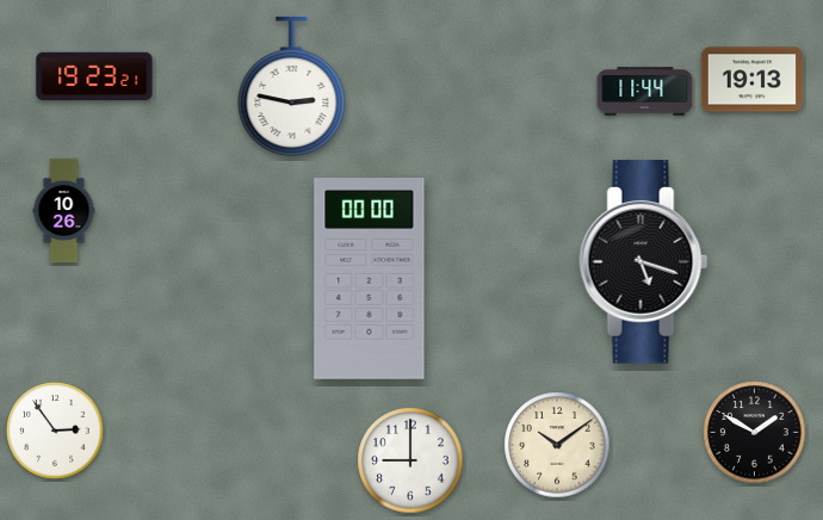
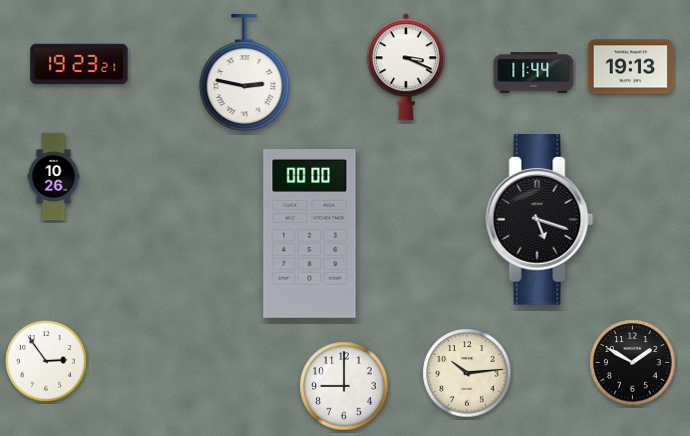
clock at (406, 67): none -> 3:19
clock at (645, 92) position: (645, 92) -> (534, 73)
clock at (557, 445): 10:09 -> 10:14
